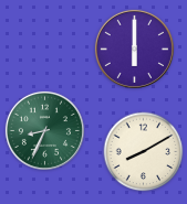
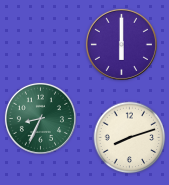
clock at (144, 152): 8:10 -> 8:12
